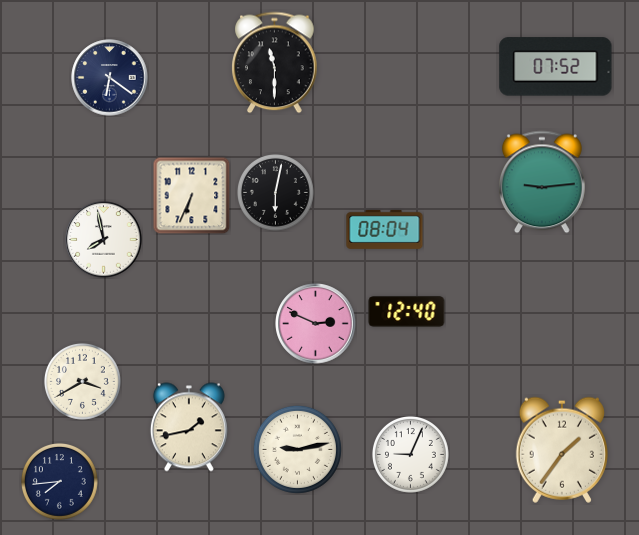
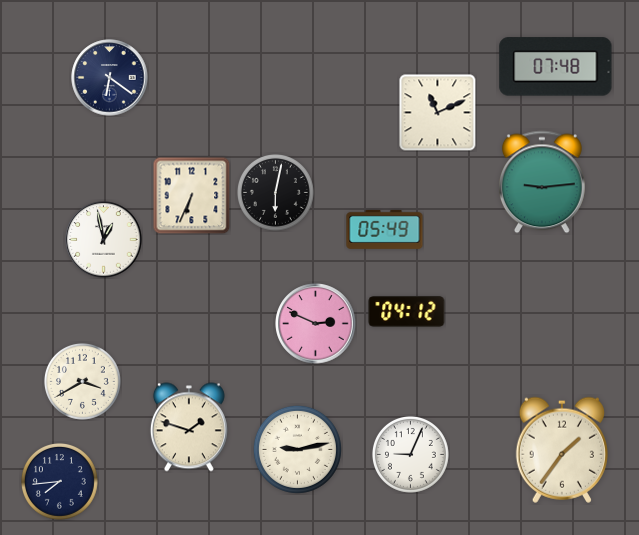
clock at (275, 63): 11:30 -> none
clock at (556, 67): 07:52 -> 07:48
clock at (437, 112): none -> 11:11
clock at (385, 229): 08:04 -> 05:49
clock at (104, 240): 7:58 -> 12:58
clock at (407, 312): 12:40 -> 04:12
clock at (189, 427): 1:43 -> 1:48
